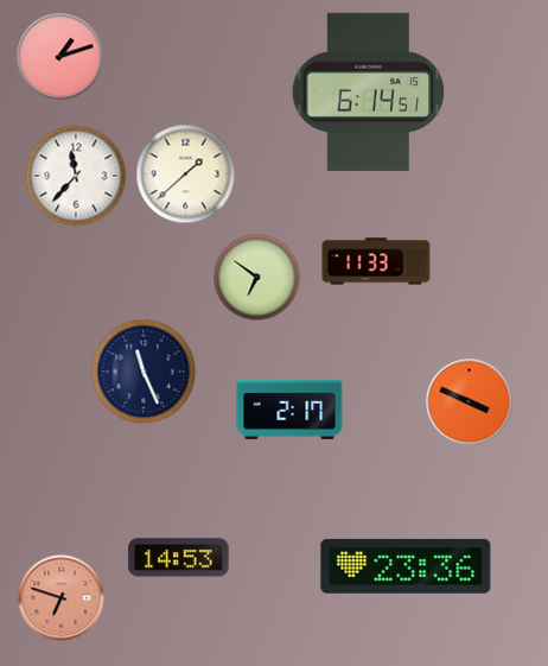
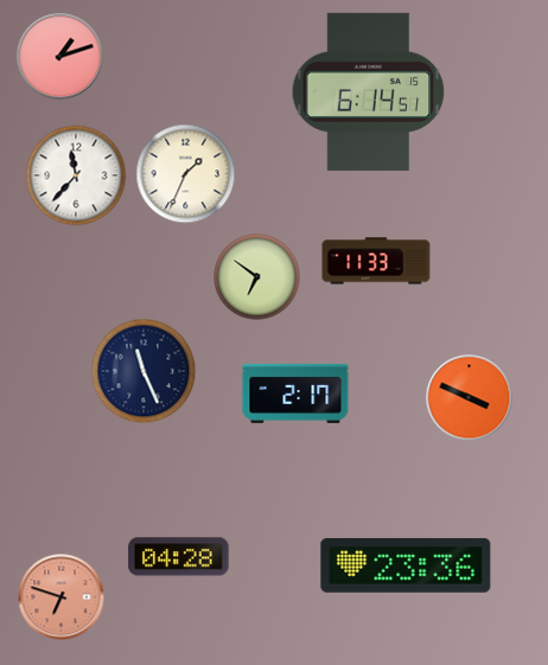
clock at (186, 175): 1:38 -> 1:34
clock at (470, 402) position: (470, 402) -> (470, 398)
clock at (289, 410) position: (289, 410) -> (295, 394)
clock at (179, 558): 14:53 -> 04:28
